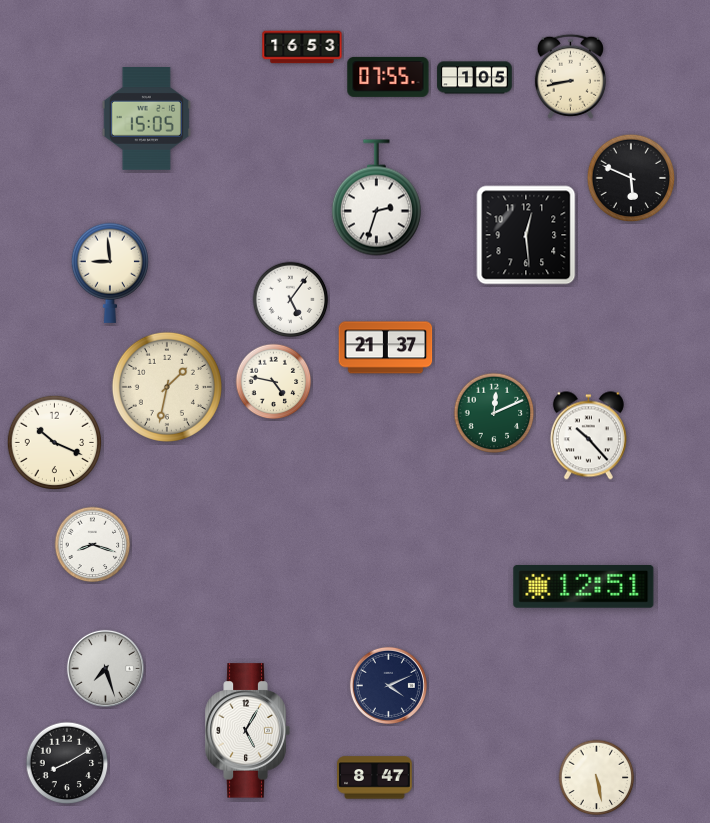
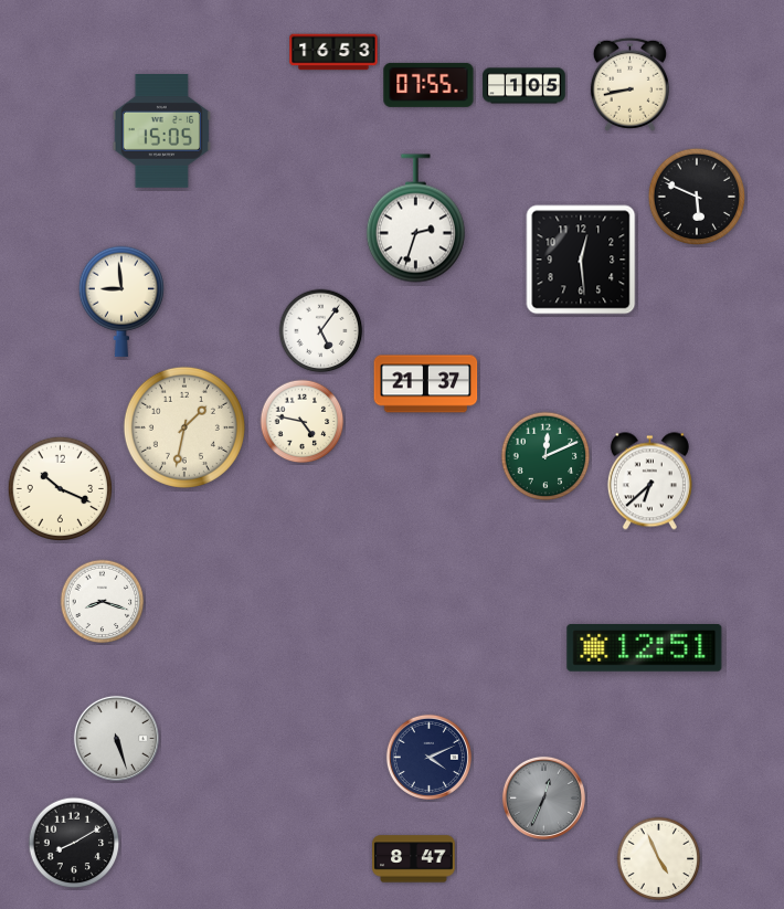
clock at (588, 436): 10:23 -> 6:38
clock at (105, 668): 7:27 -> 5:27
clock at (543, 797): none -> 12:34
clock at (247, 731): 5:05 -> none
clock at (597, 778): 5:28 -> 4:56
